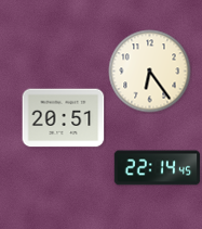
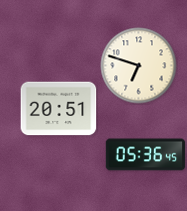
clock at (150, 72): 6:24 -> 6:48
clock at (158, 168): 22:14 -> 05:36
